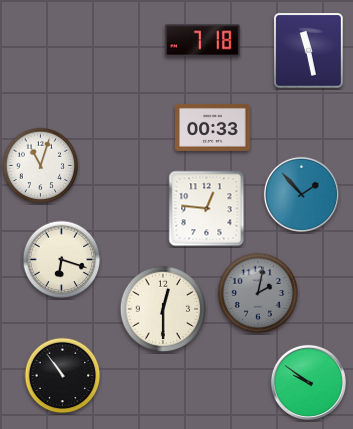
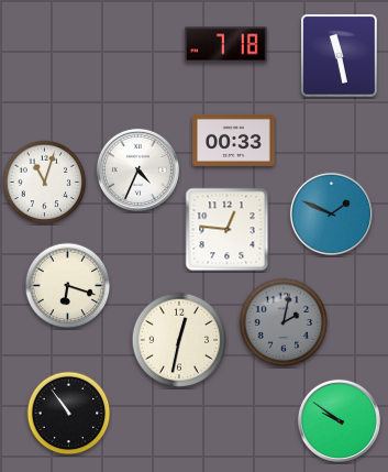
clock at (203, 41) position: (203, 41) -> (226, 45)
clock at (137, 169): none -> 4:34
clock at (301, 194): 1:53 -> 1:49
clock at (163, 309): 12:30 -> 12:32
